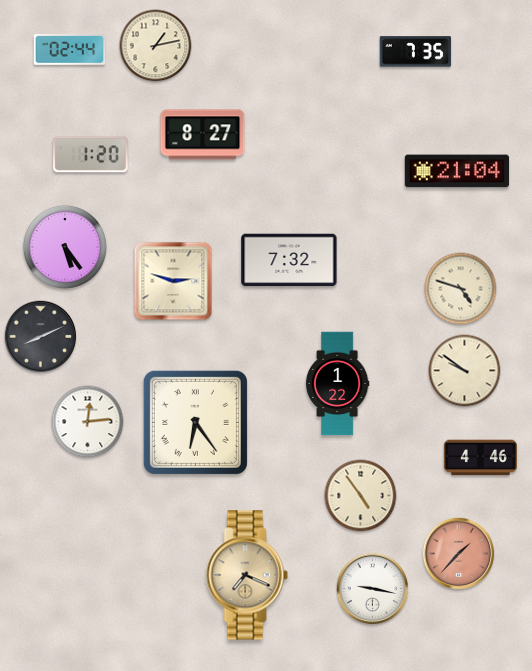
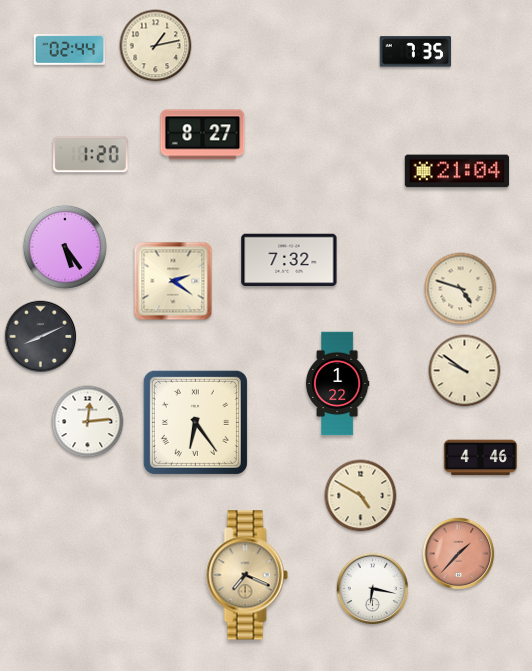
clock at (173, 281): 2:48 -> 2:21
clock at (361, 496): 4:54 -> 4:50
clock at (373, 589): 9:17 -> 6:17
